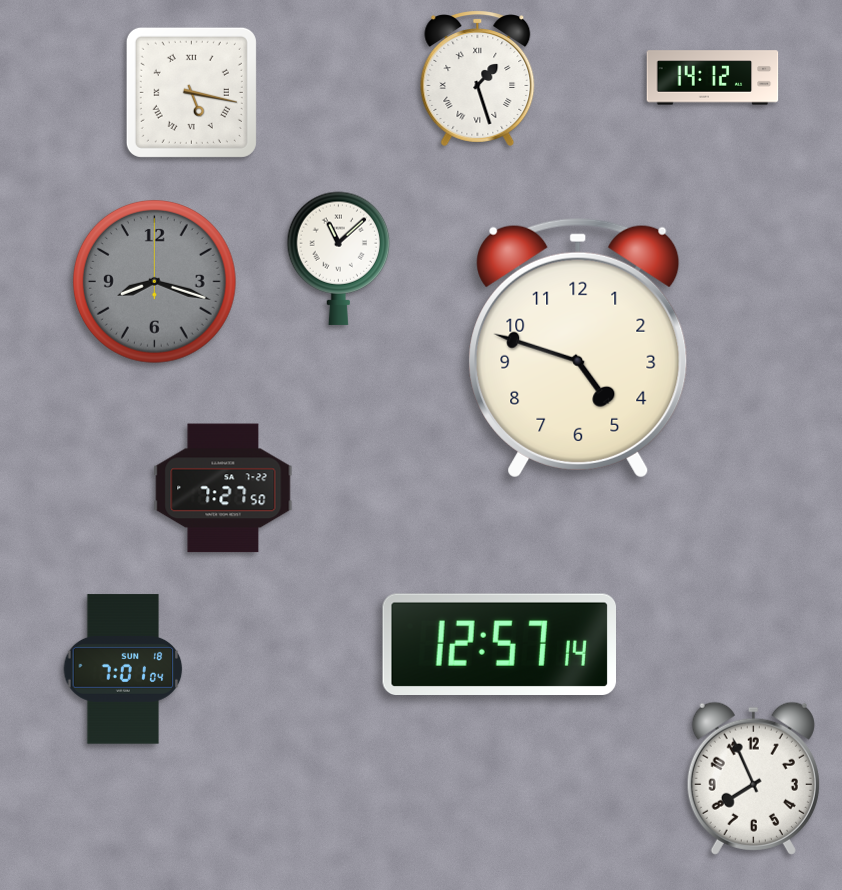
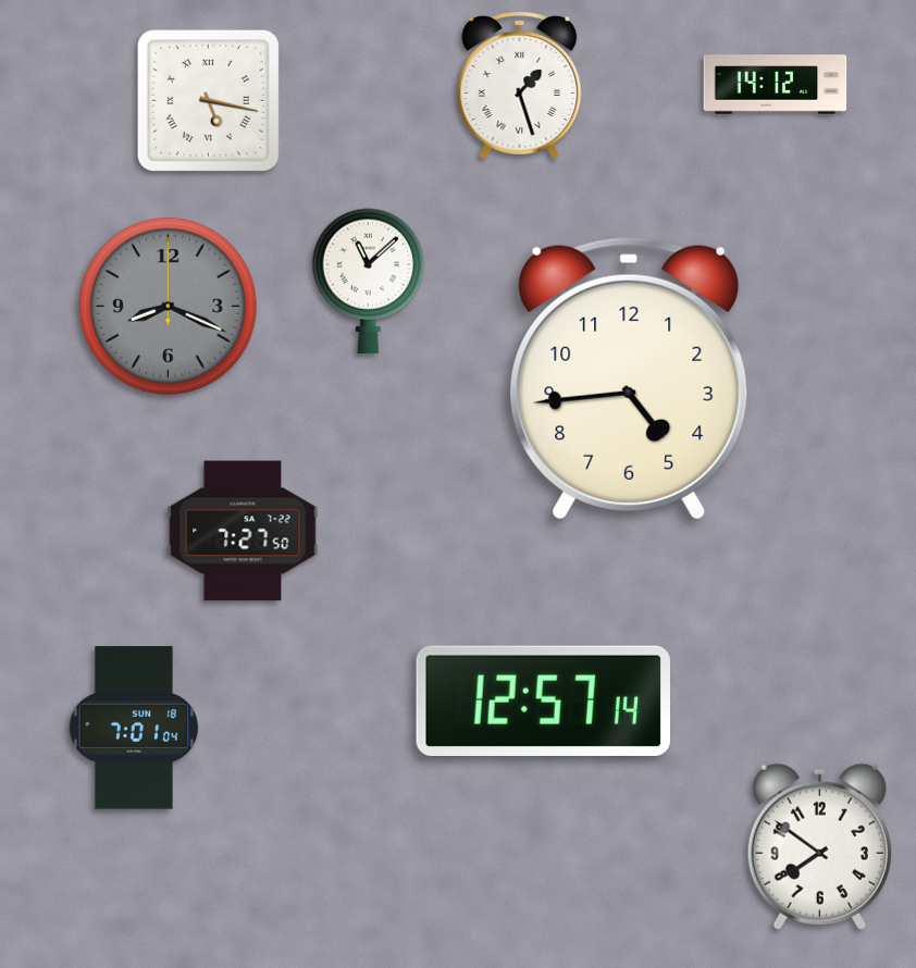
clock at (154, 281): 8:18 -> 8:19
clock at (578, 348): 4:48 -> 4:44
clock at (753, 778): 7:56 -> 7:51
